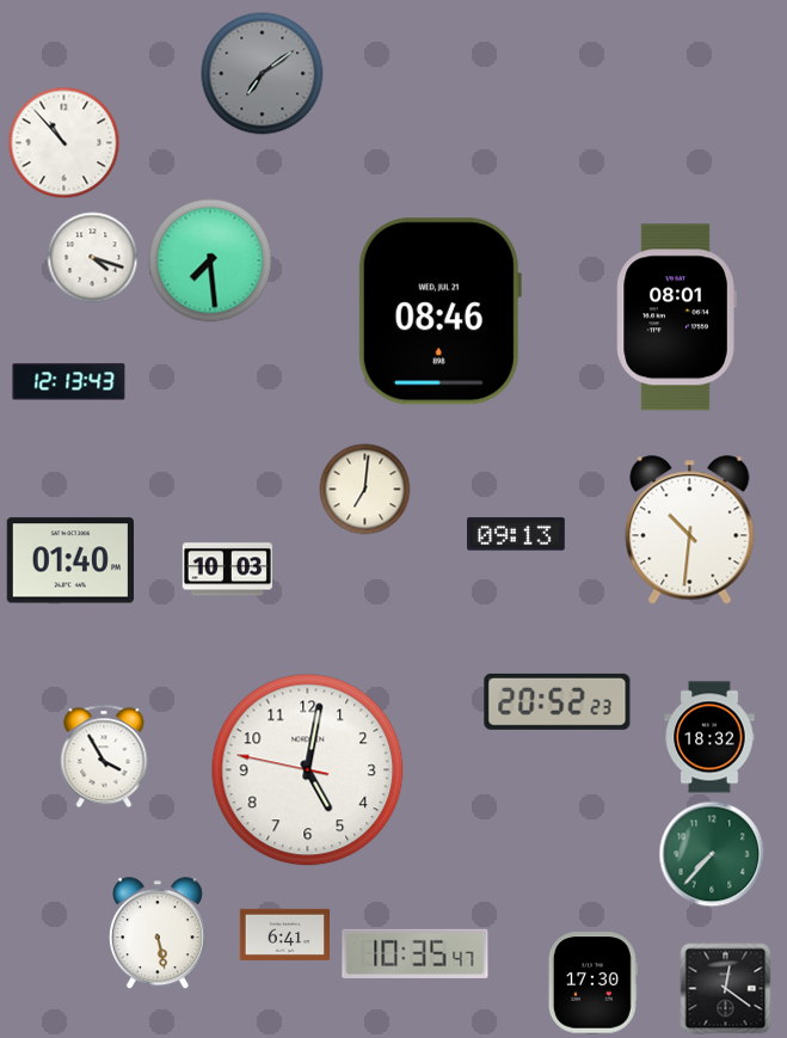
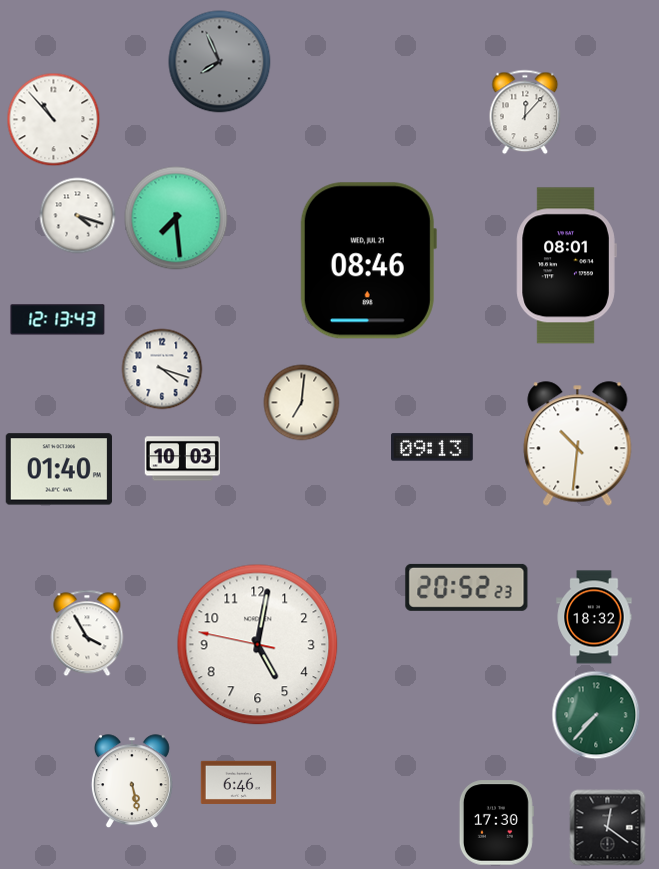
clock at (263, 74): 7:09 -> 7:56
clock at (525, 112): none -> 12:07
clock at (162, 369): none -> 4:18
clock at (365, 490) position: (365, 490) -> (302, 403)
clock at (227, 570) position: (227, 570) -> (182, 459)
clock at (284, 934): 6:41 -> 6:46
clock at (416, 953): 10:35 -> none
